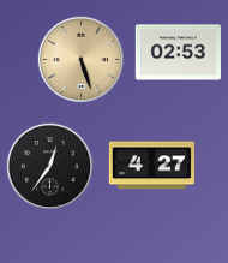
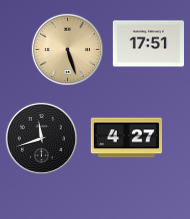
clock at (178, 53): 02:53 -> 17:51
clock at (49, 166): 12:36 -> 11:42
